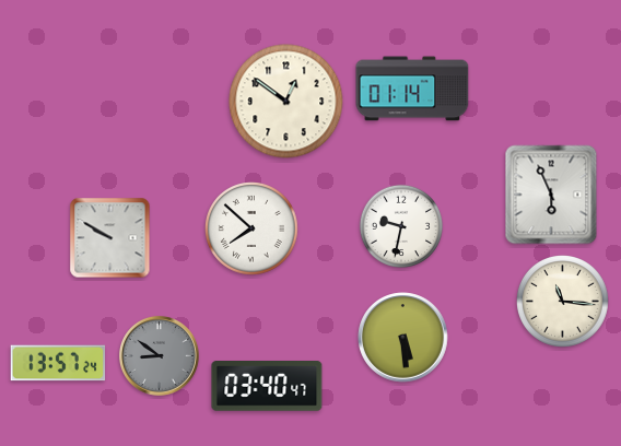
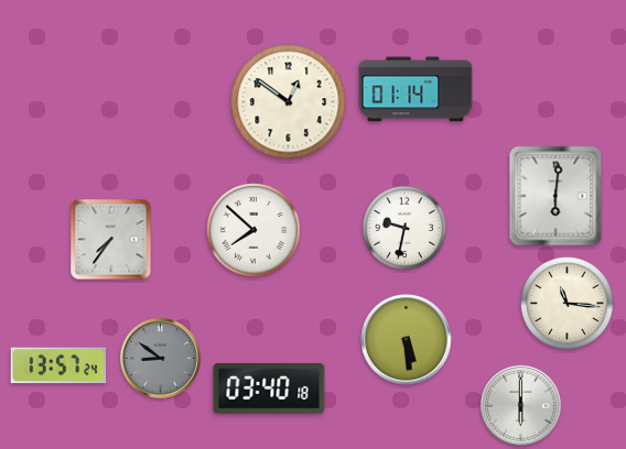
clock at (551, 195): 5:56 -> 6:01
clock at (110, 238): 9:50 -> 7:36
clock at (267, 387): 03:40:47 -> 03:40:18
clock at (520, 405): none -> 6:00
